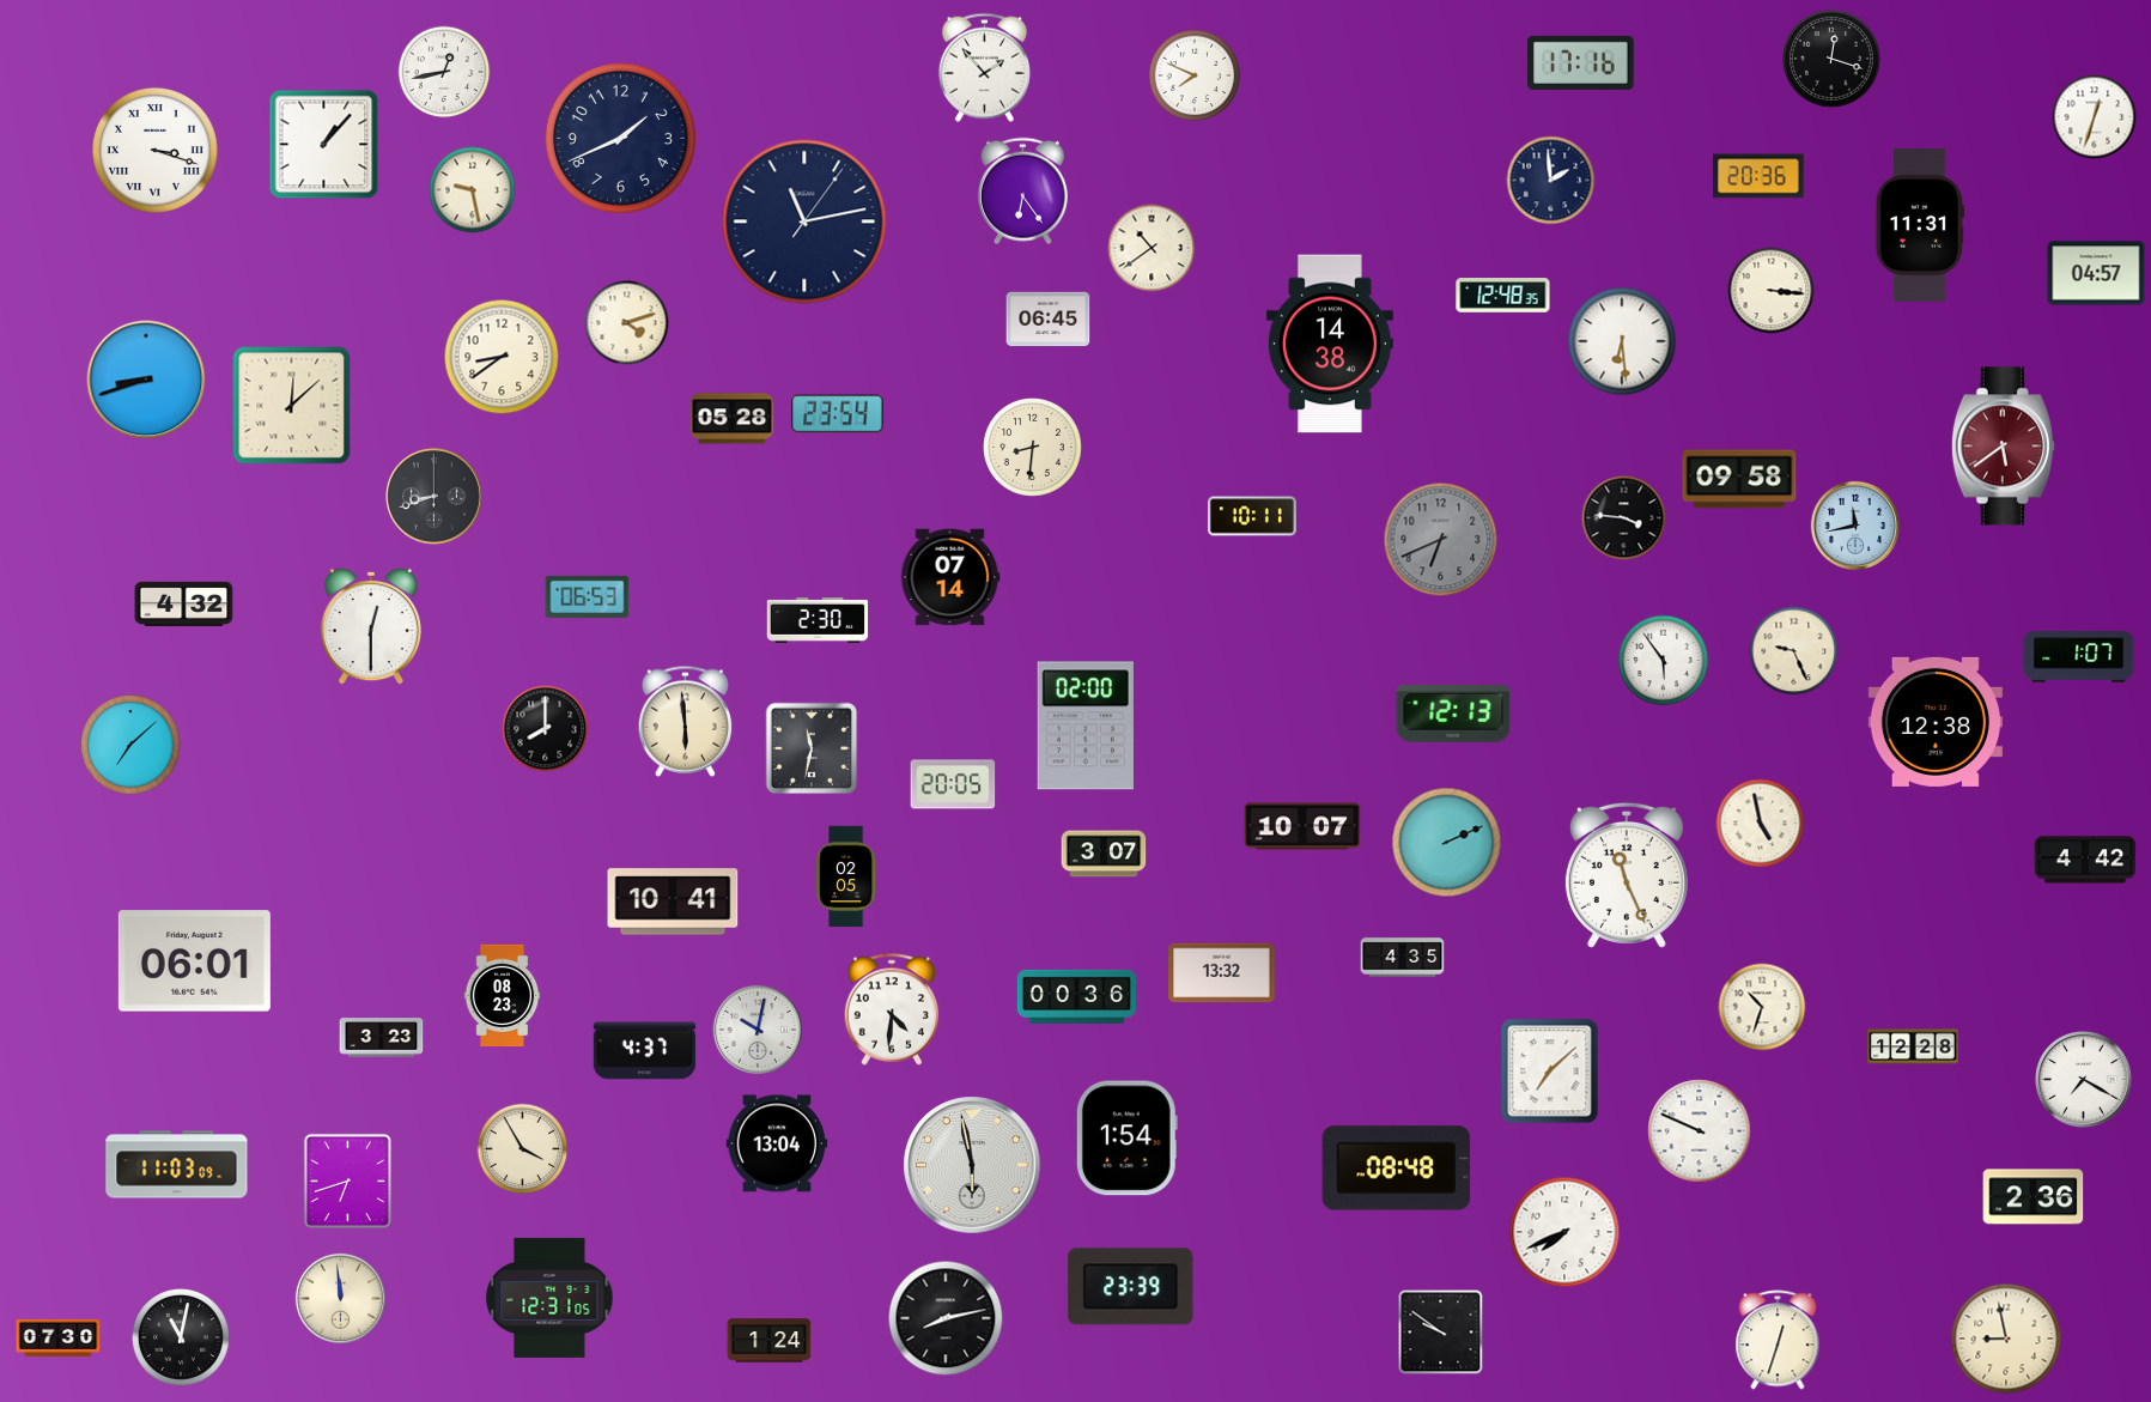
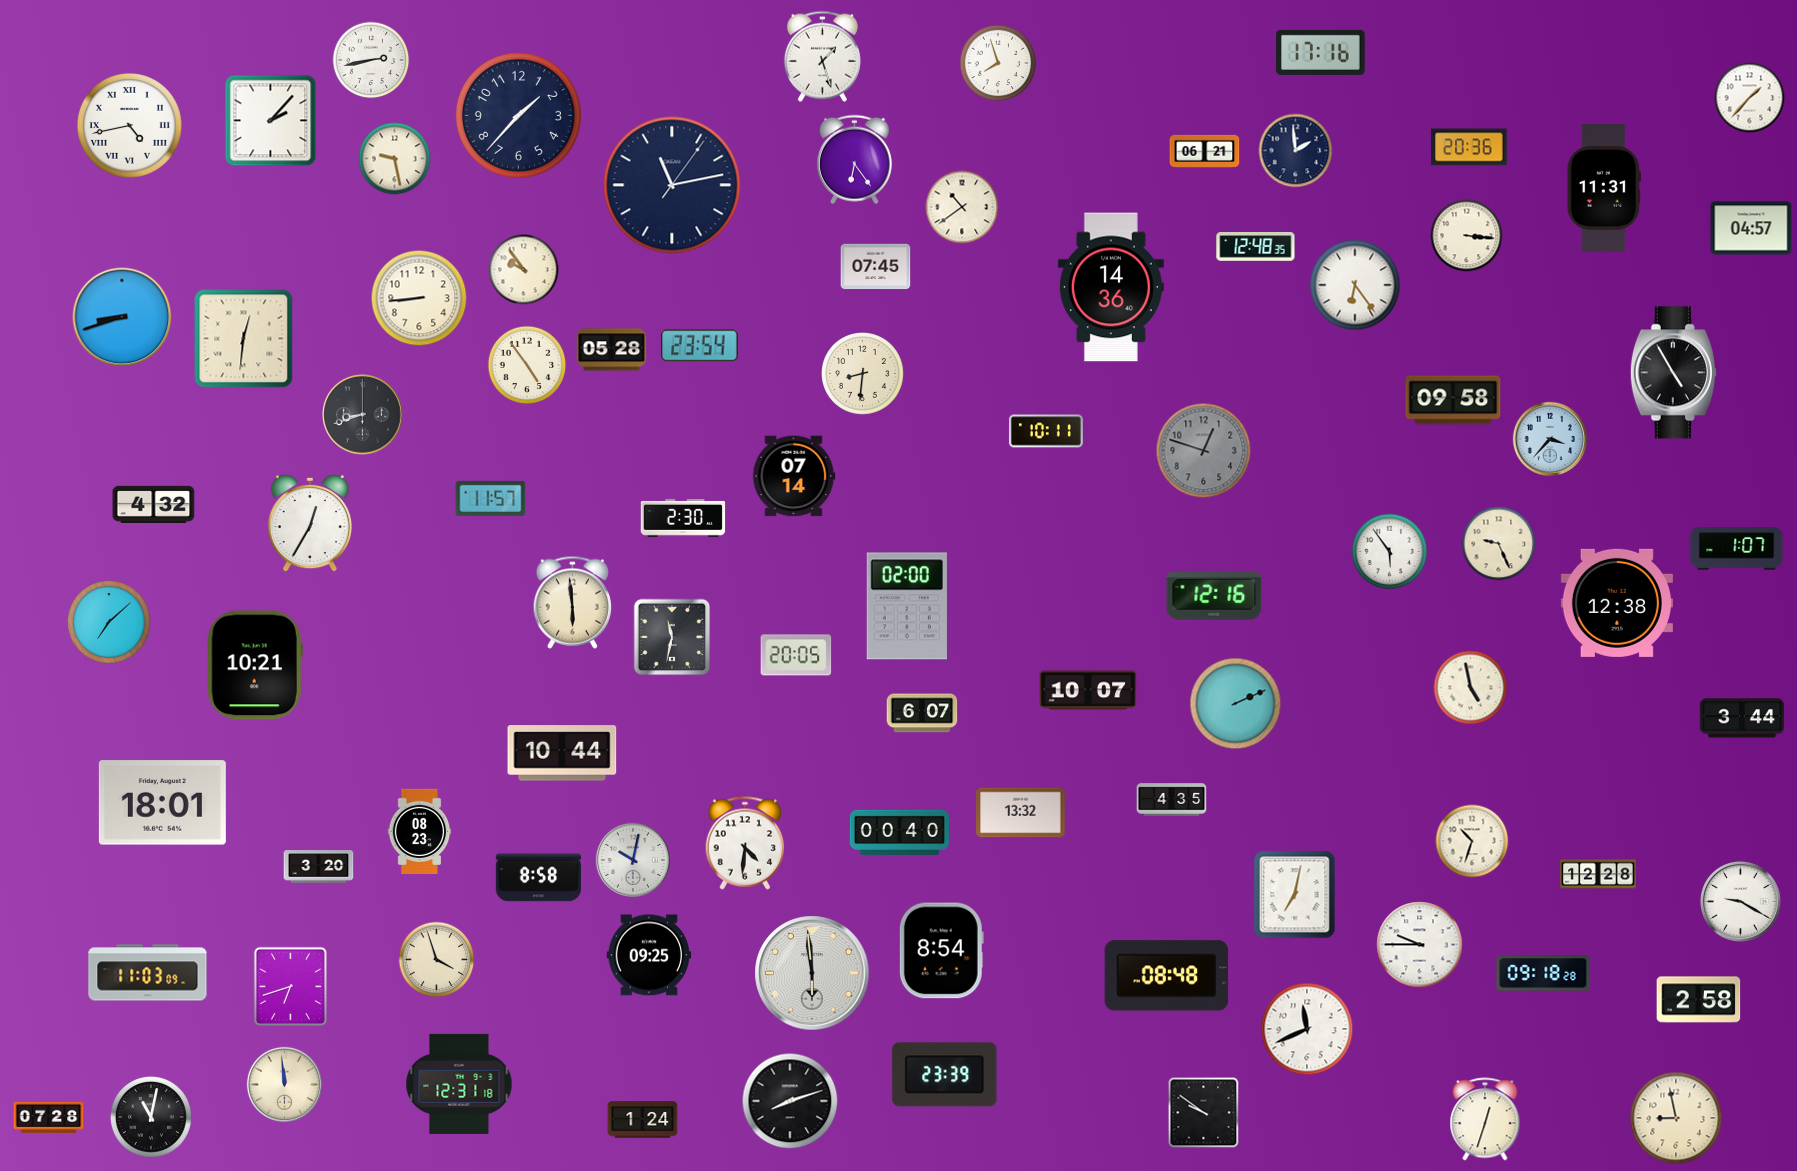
clock at (1831, 59): 12:18 -> none
clock at (984, 67): 1:53 -> 1:27
clock at (444, 72): 12:43 -> 2:43
clock at (1195, 75): 7:49 -> 7:57
clock at (2095, 117): 12:33 -> 1:37
clock at (620, 138): 1:41 -> 1:37
clock at (324, 145): 1:07 -> 2:07
clock at (154, 150): 3:18 -> 4:43
clock at (1205, 151): none -> 06:21
clock at (1772, 291) position: (1772, 291) -> (1467, 236)
clock at (1049, 320): 06:45 -> 07:45
clock at (627, 323): 4:12 -> 9:54
clock at (1622, 341): 6:29 -> 6:24
clock at (1330, 344): 14:38 -> 14:36
clock at (502, 357): 8:39 -> 8:44
clock at (292, 406): 12:08 -> 12:31
clock at (526, 364): none -> 4:54
clock at (2003, 447): 5:39 -> 4:55
clock at (2003, 447) dial: burgundy -> black
clock at (1624, 518): 3:46 -> none
clock at (1854, 524): 11:43 -> 3:37
clock at (1441, 540): 6:41 -> 12:48
clock at (950, 577) position: (950, 577) -> (794, 476)
clock at (588, 596): 06:53 -> 11:57
clock at (370, 626): 12:30 -> 12:35
clock at (1453, 715): 12:13 -> 12:16
clock at (546, 729): 8:00 -> none
clock at (812, 748) position: (812, 748) -> (672, 637)
clock at (255, 665): none -> 10:21
clock at (1447, 843) position: (1447, 843) -> (1236, 704)
clock at (1104, 854): 3:07 -> 6:07
clock at (2085, 860): 4:42 -> 3:44
clock at (1627, 875): 11:26 -> none
clock at (846, 876): 02:05 -> none
clock at (673, 902): 10:41 -> 10:44
clock at (194, 961): 06:01 -> 18:01
clock at (1076, 996): 00:36 -> 00:40
clock at (382, 1038): 3:23 -> 3:20
clock at (644, 1051): 4:37 -> 8:58
clock at (1550, 1072): 7:08 -> 7:02
clock at (2084, 1080): 7:20 -> 9:20
clock at (1700, 1131): 9:49 -> 9:45
clock at (1126, 1139): 1:54 -> 8:54
clock at (777, 1143): 13:04 -> 09:25
clock at (523, 1149): 3:55 -> 3:57
clock at (972, 1165): 5:58 -> 5:59
clock at (1543, 973): none -> 09:18
clock at (2034, 1197): 2:36 -> 2:58
clock at (1564, 1232): 7:41 -> 11:41
clock at (549, 1298): 12:31:05 -> 12:31:18
clock at (946, 1318): 8:13 -> 8:12
clock at (59, 1337): 07:30 -> 07:28
